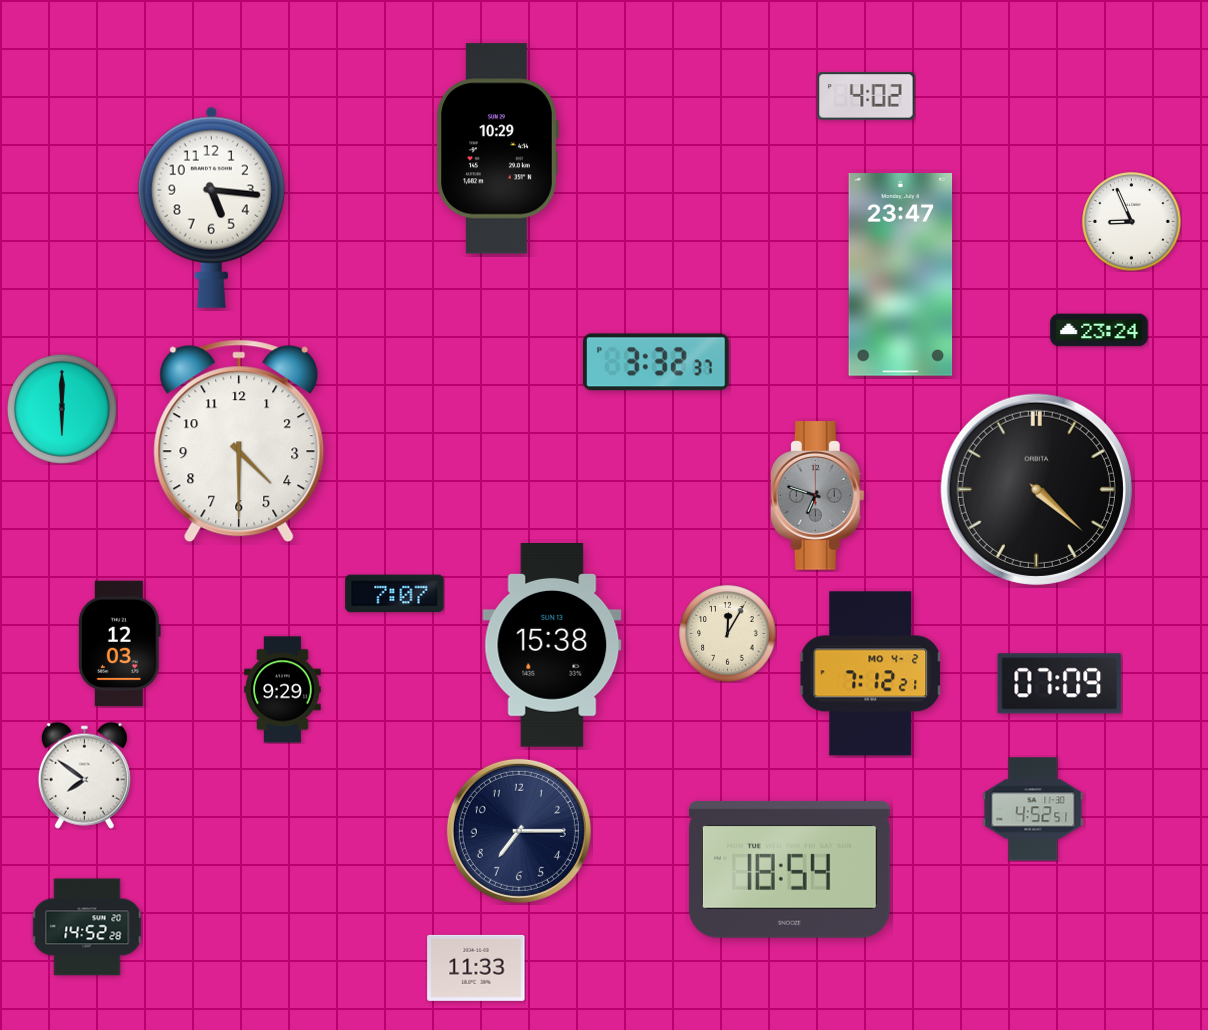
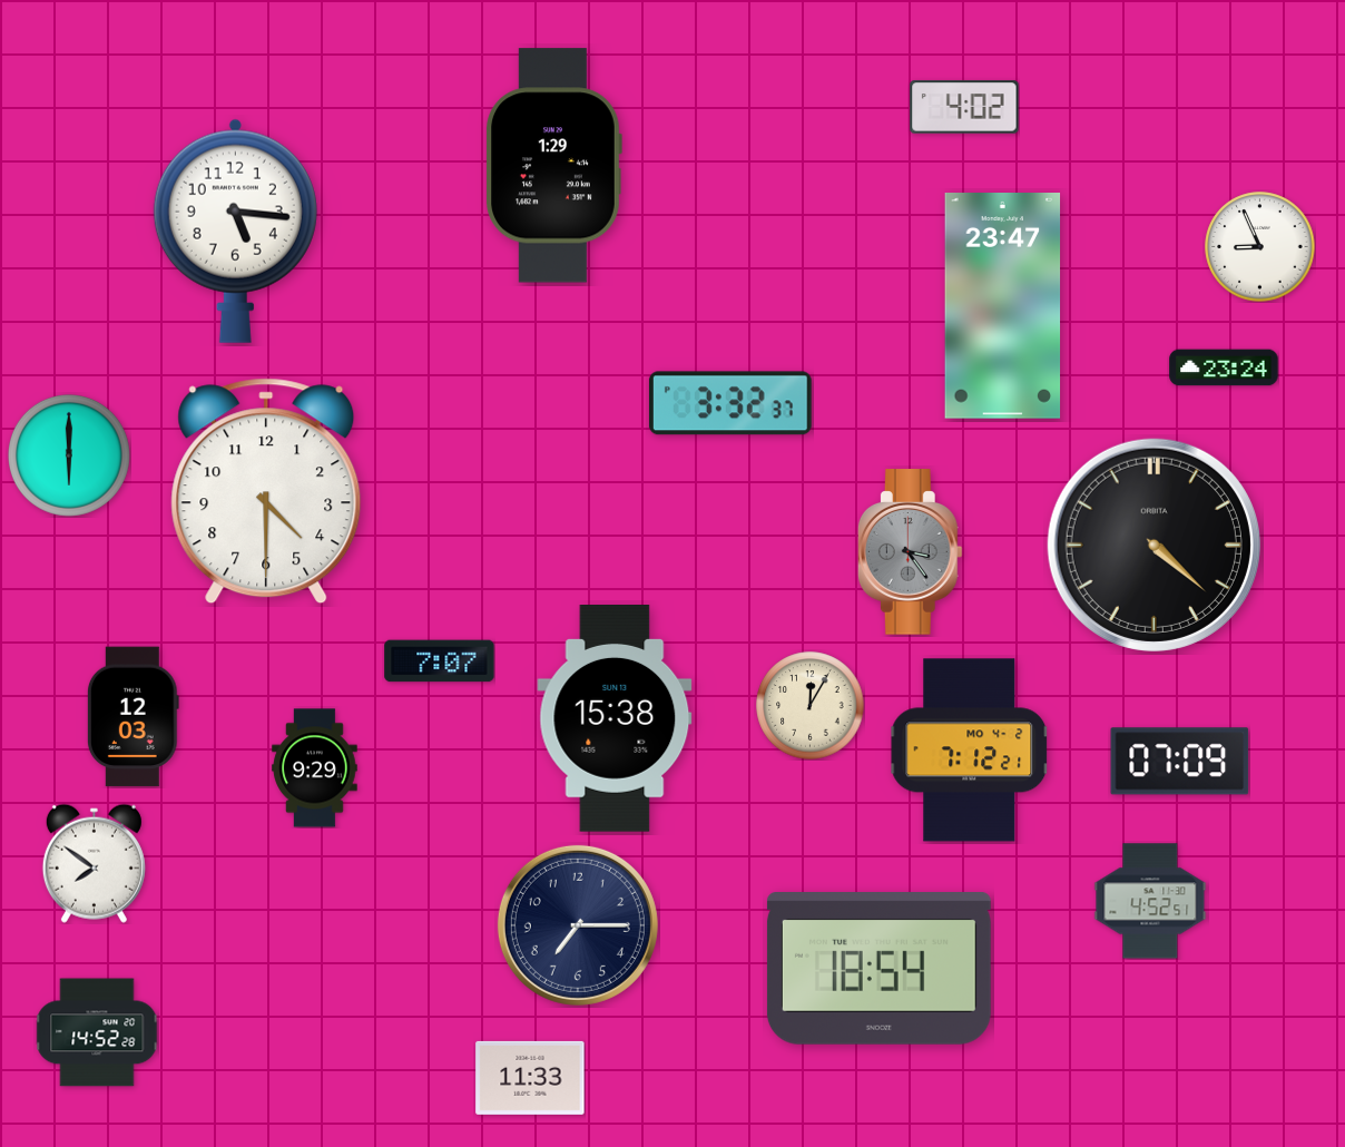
clock at (497, 149): 10:29 -> 1:29
clock at (817, 496): 6:48 -> 3:24
